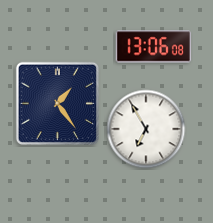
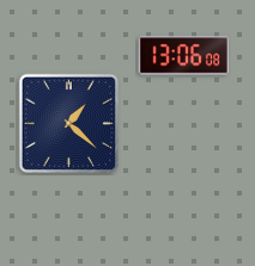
clock at (57, 103): 1:24 -> 1:22
clock at (146, 129): 6:55 -> none
